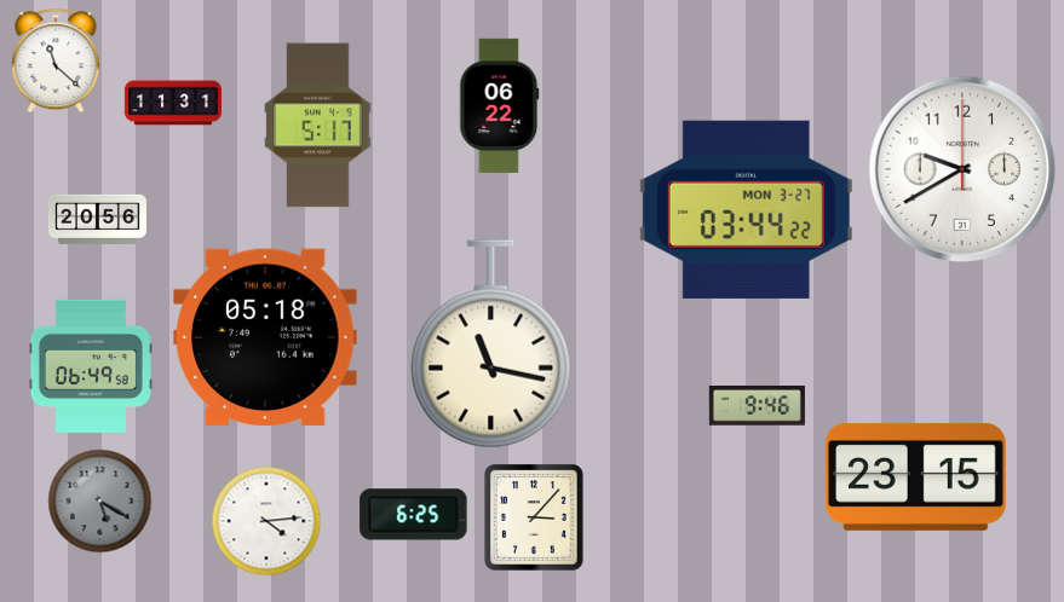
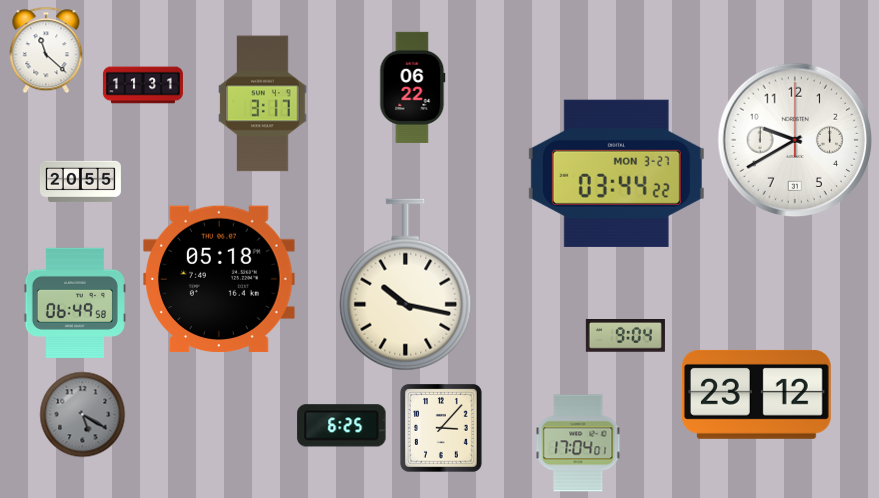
clock at (318, 126): 5:17 -> 3:17
clock at (97, 220): 20:56 -> 20:55
clock at (491, 345): 11:17 -> 10:17
clock at (757, 406): 9:46 -> 9:04
clock at (916, 476): 23:15 -> 23:12
clock at (266, 521): 4:14 -> none
clock at (578, 443): none -> 17:04
